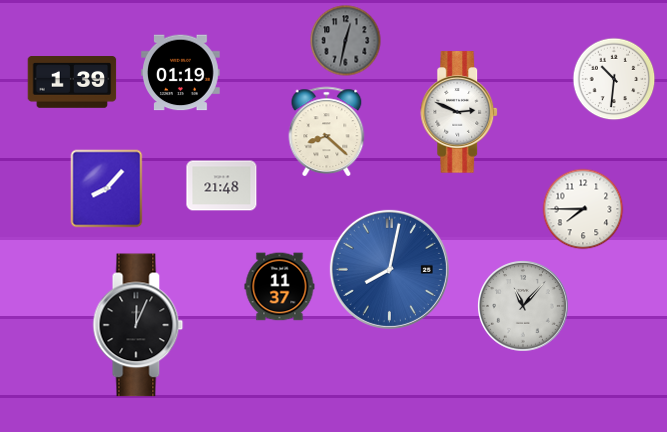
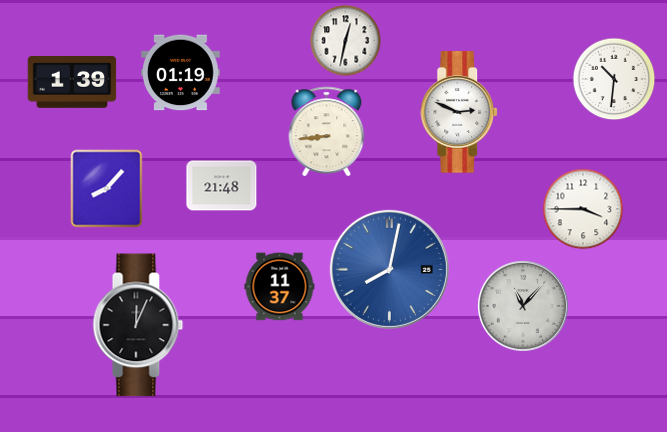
clock at (346, 41) dial: grey -> white
clock at (327, 132): 8:22 -> 8:44
clock at (583, 209): 7:45 -> 3:45
